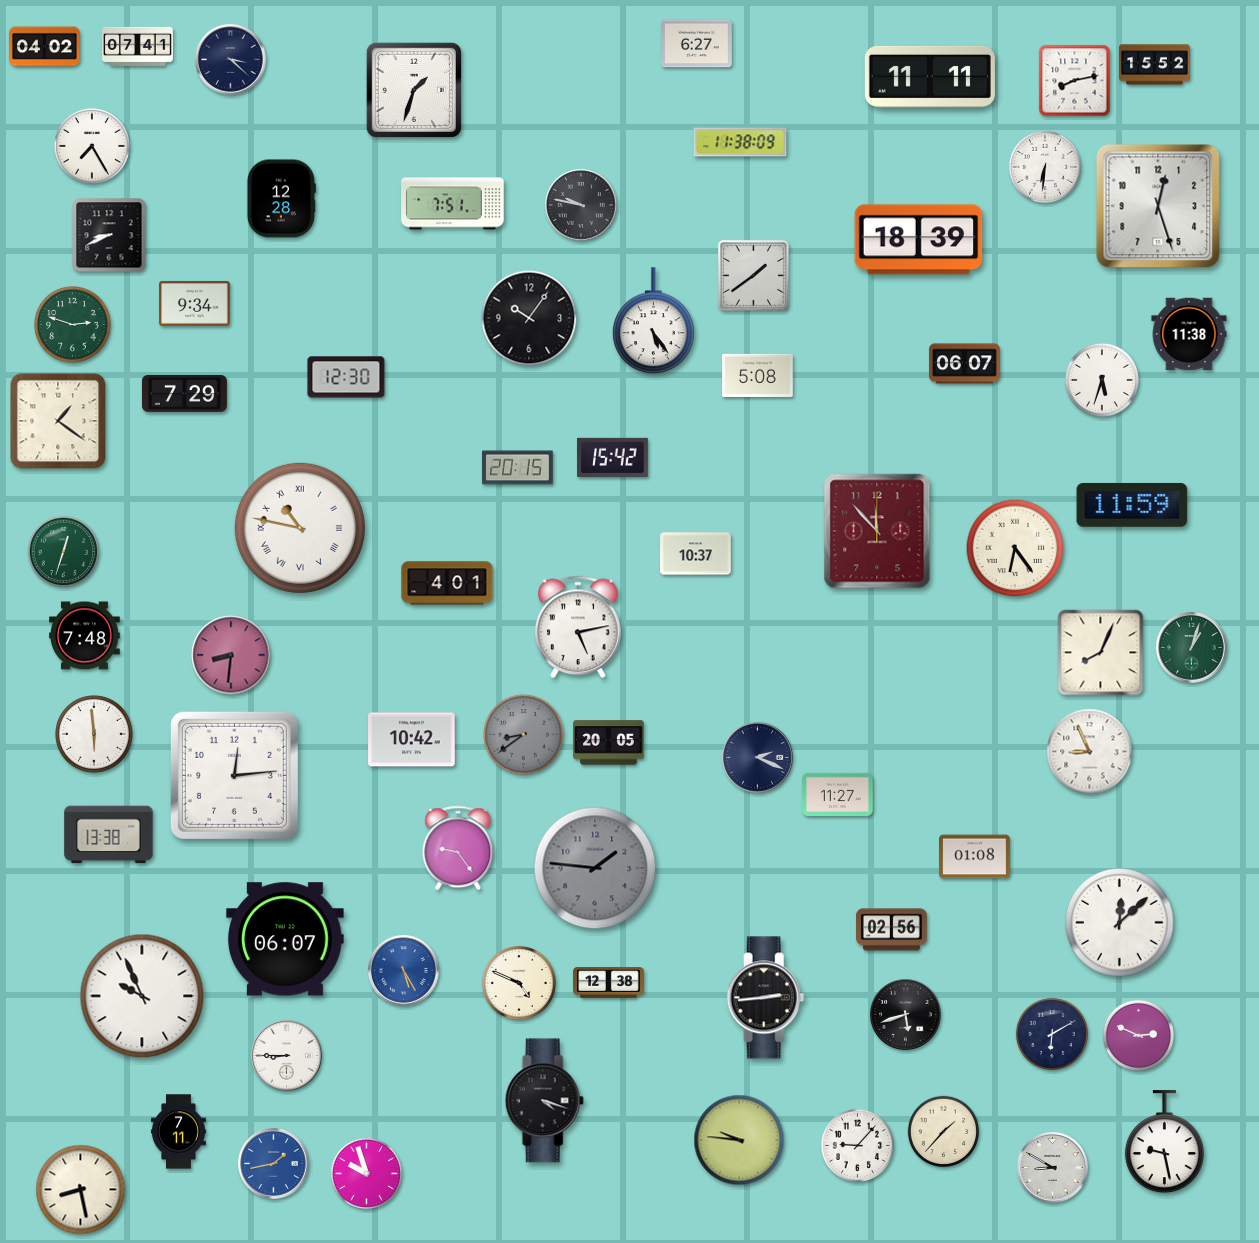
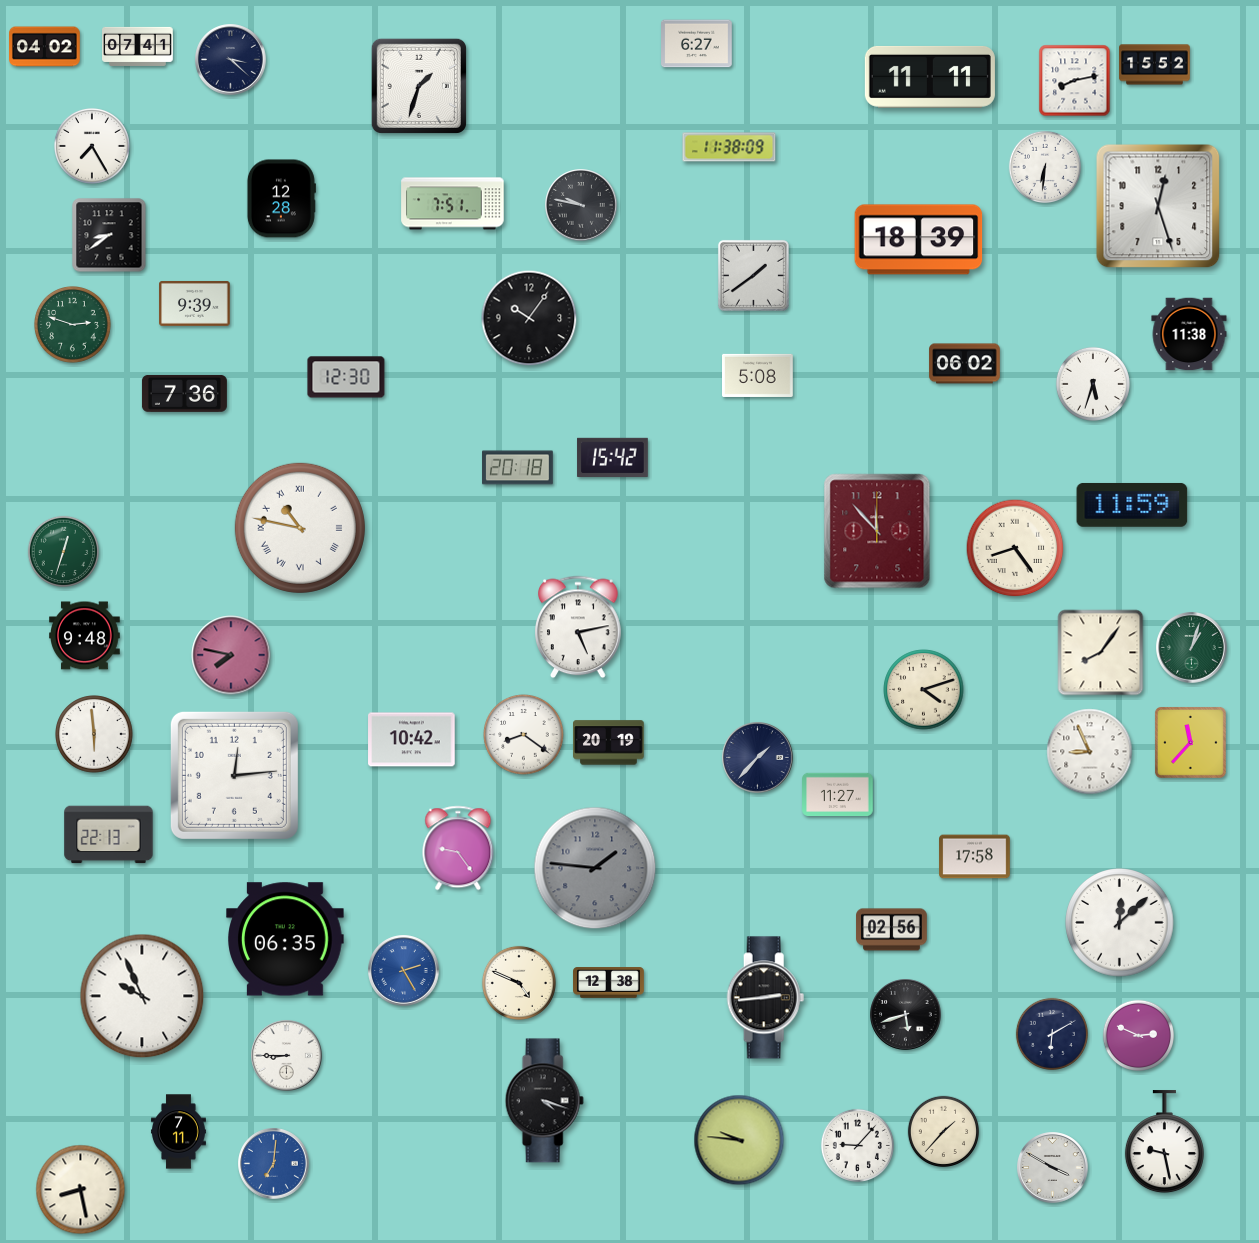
clock at (414, 90) position: (414, 90) -> (419, 86)
clock at (740, 142) position: (740, 142) -> (729, 147)
clock at (109, 235): 8:41 -> 8:39
clock at (195, 303): 9:34 -> 9:39
clock at (653, 321): 5:24 -> none
clock at (965, 364): 06:07 -> 06:02
clock at (1102, 380) position: (1102, 380) -> (1093, 384)
clock at (184, 393): 7:29 -> 7:36
clock at (58, 421): 1:21 -> none
clock at (518, 468): 20:15 -> 20:18
clock at (1015, 548): 6:24 -> 8:24
clock at (696, 554): 10:37 -> none
clock at (447, 583): 4:01 -> none
clock at (85, 636): 7:48 -> 9:48
clock at (1101, 653): 8:04 -> 8:06
clock at (231, 655): 8:31 -> 7:47
clock at (924, 690): none -> 4:12
clock at (524, 735): 8:39 -> 8:21
clock at (524, 735) dial: grey -> white
clock at (1190, 742): none -> 11:37
clock at (609, 743): 20:05 -> 20:19
clock at (758, 758): 2:19 -> 1:37
clock at (109, 835): 13:38 -> 22:13
clock at (975, 857): 01:08 -> 17:58
clock at (285, 939): 06:07 -> 06:35
clock at (404, 971): 5:25 -> 2:25
clock at (274, 1164): 1:43 -> 7:01
clock at (1053, 1168): 8:50 -> 3:50
clock at (367, 1174): 9:57 -> none
